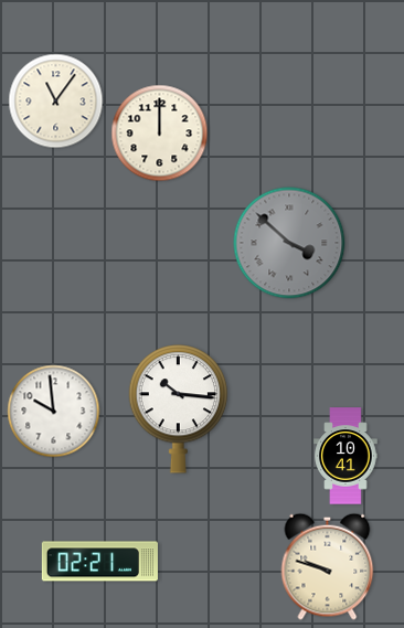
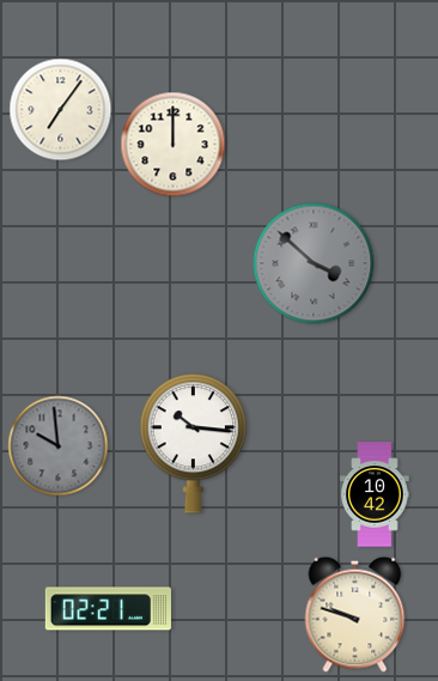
clock at (56, 102): 11:06 -> 7:06
clock at (54, 412) dial: white -> grey
clock at (345, 456): 10:41 -> 10:42
